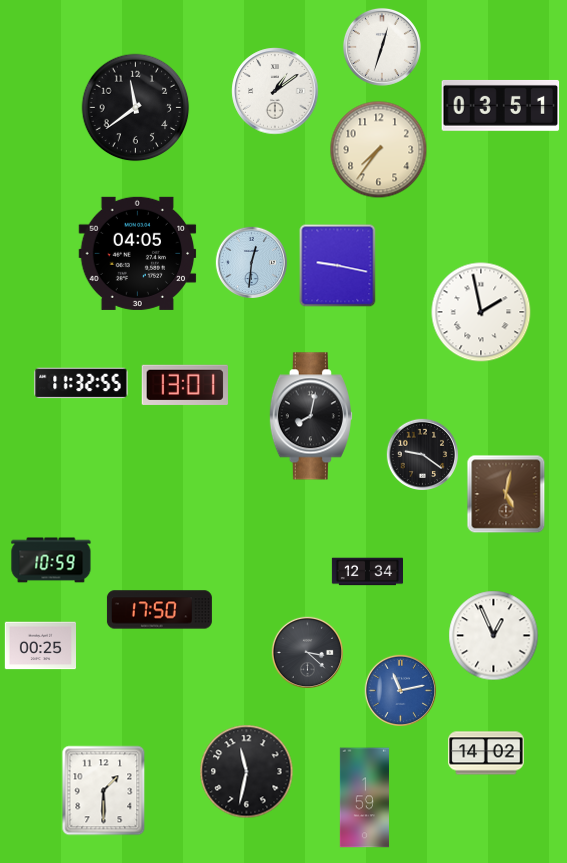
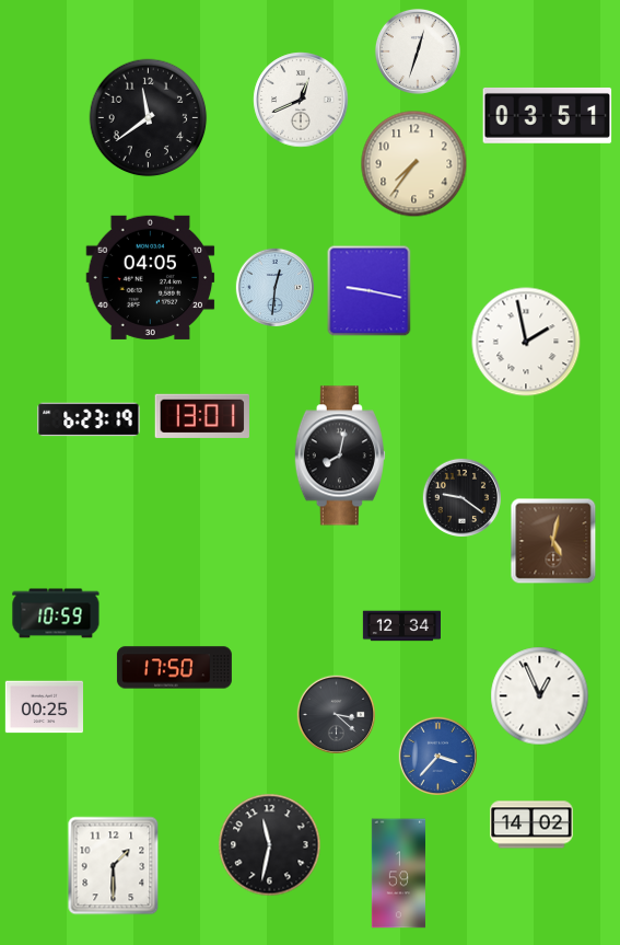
clock at (275, 91): 1:09 -> 12:41
clock at (81, 383): 11:32 -> 6:23
clock at (185, 385) position: (185, 385) -> (202, 416)
clock at (400, 690): 11:13 -> 3:37
